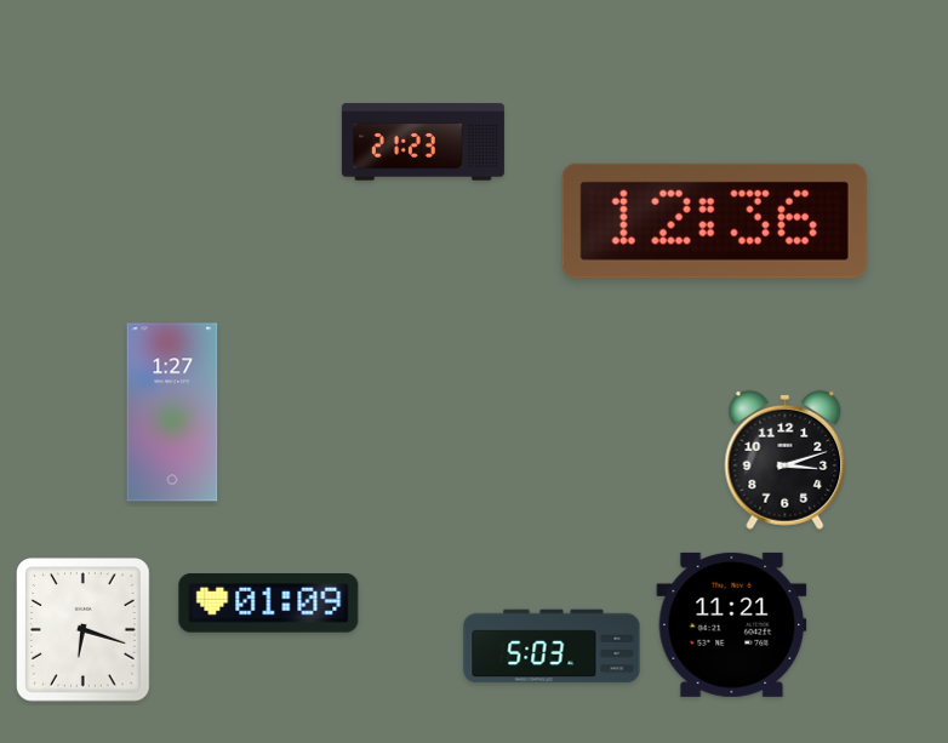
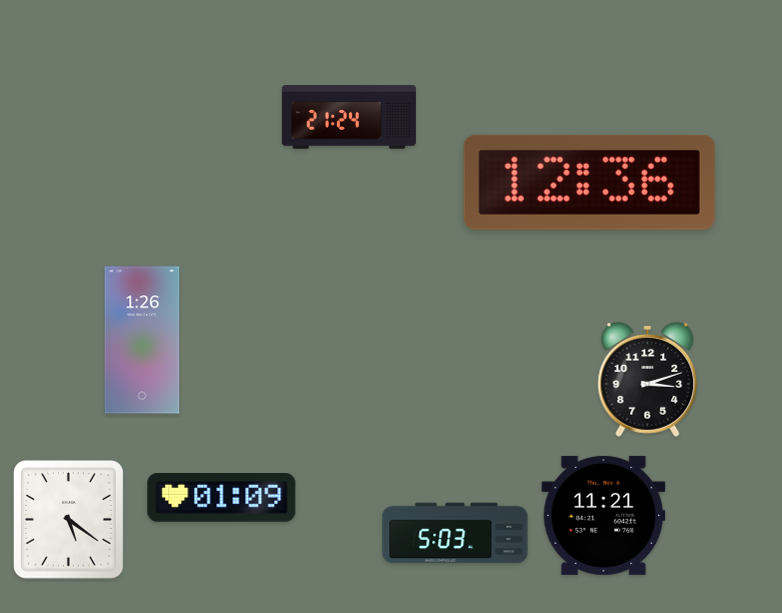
clock at (423, 142): 21:23 -> 21:24
clock at (172, 412): 1:27 -> 1:26
clock at (84, 630): 6:18 -> 5:21
